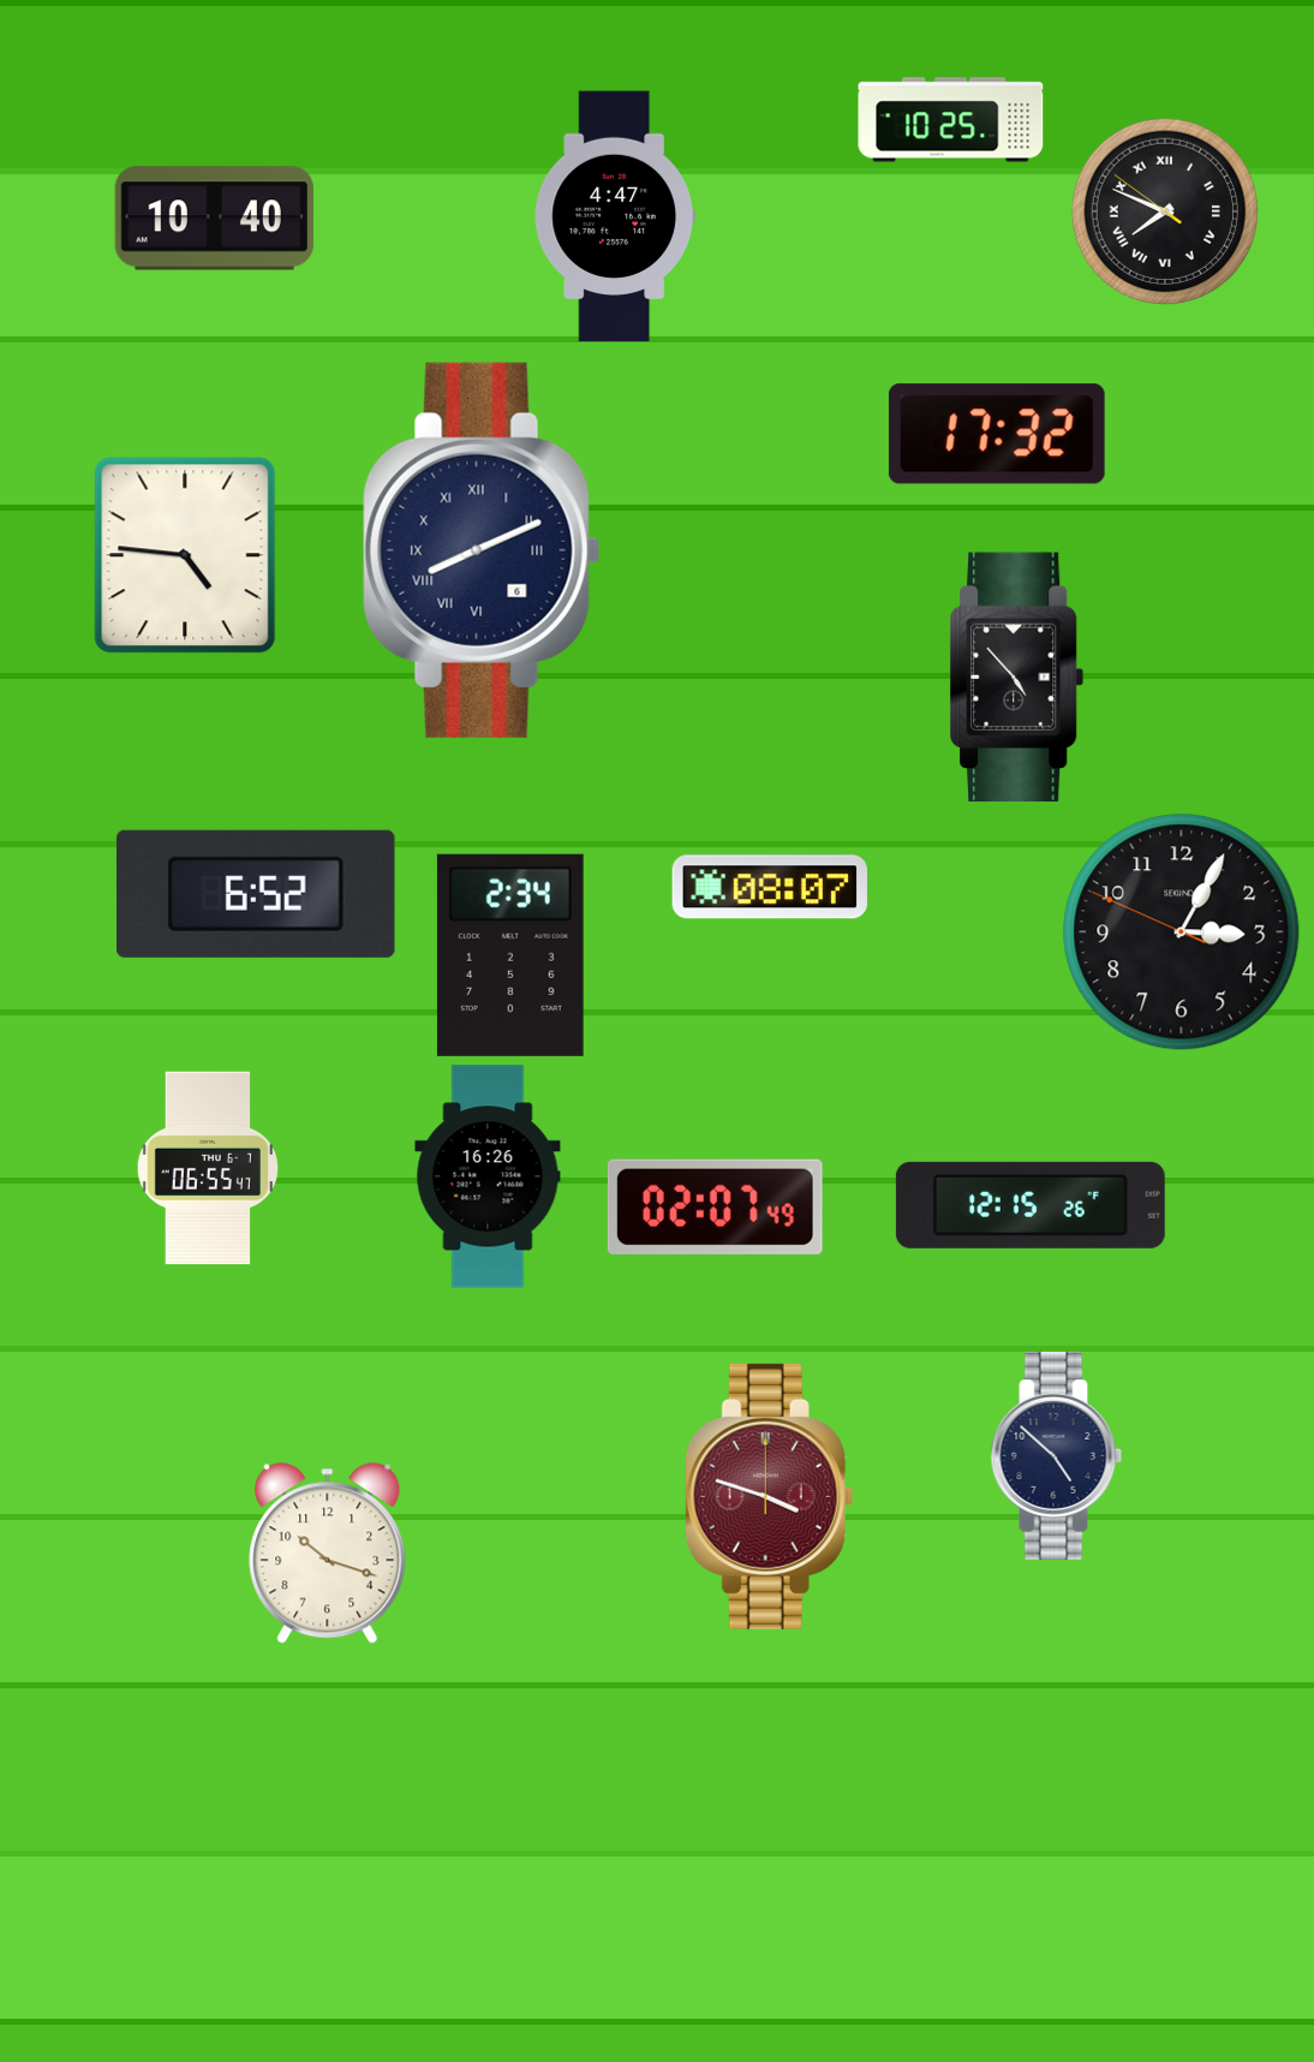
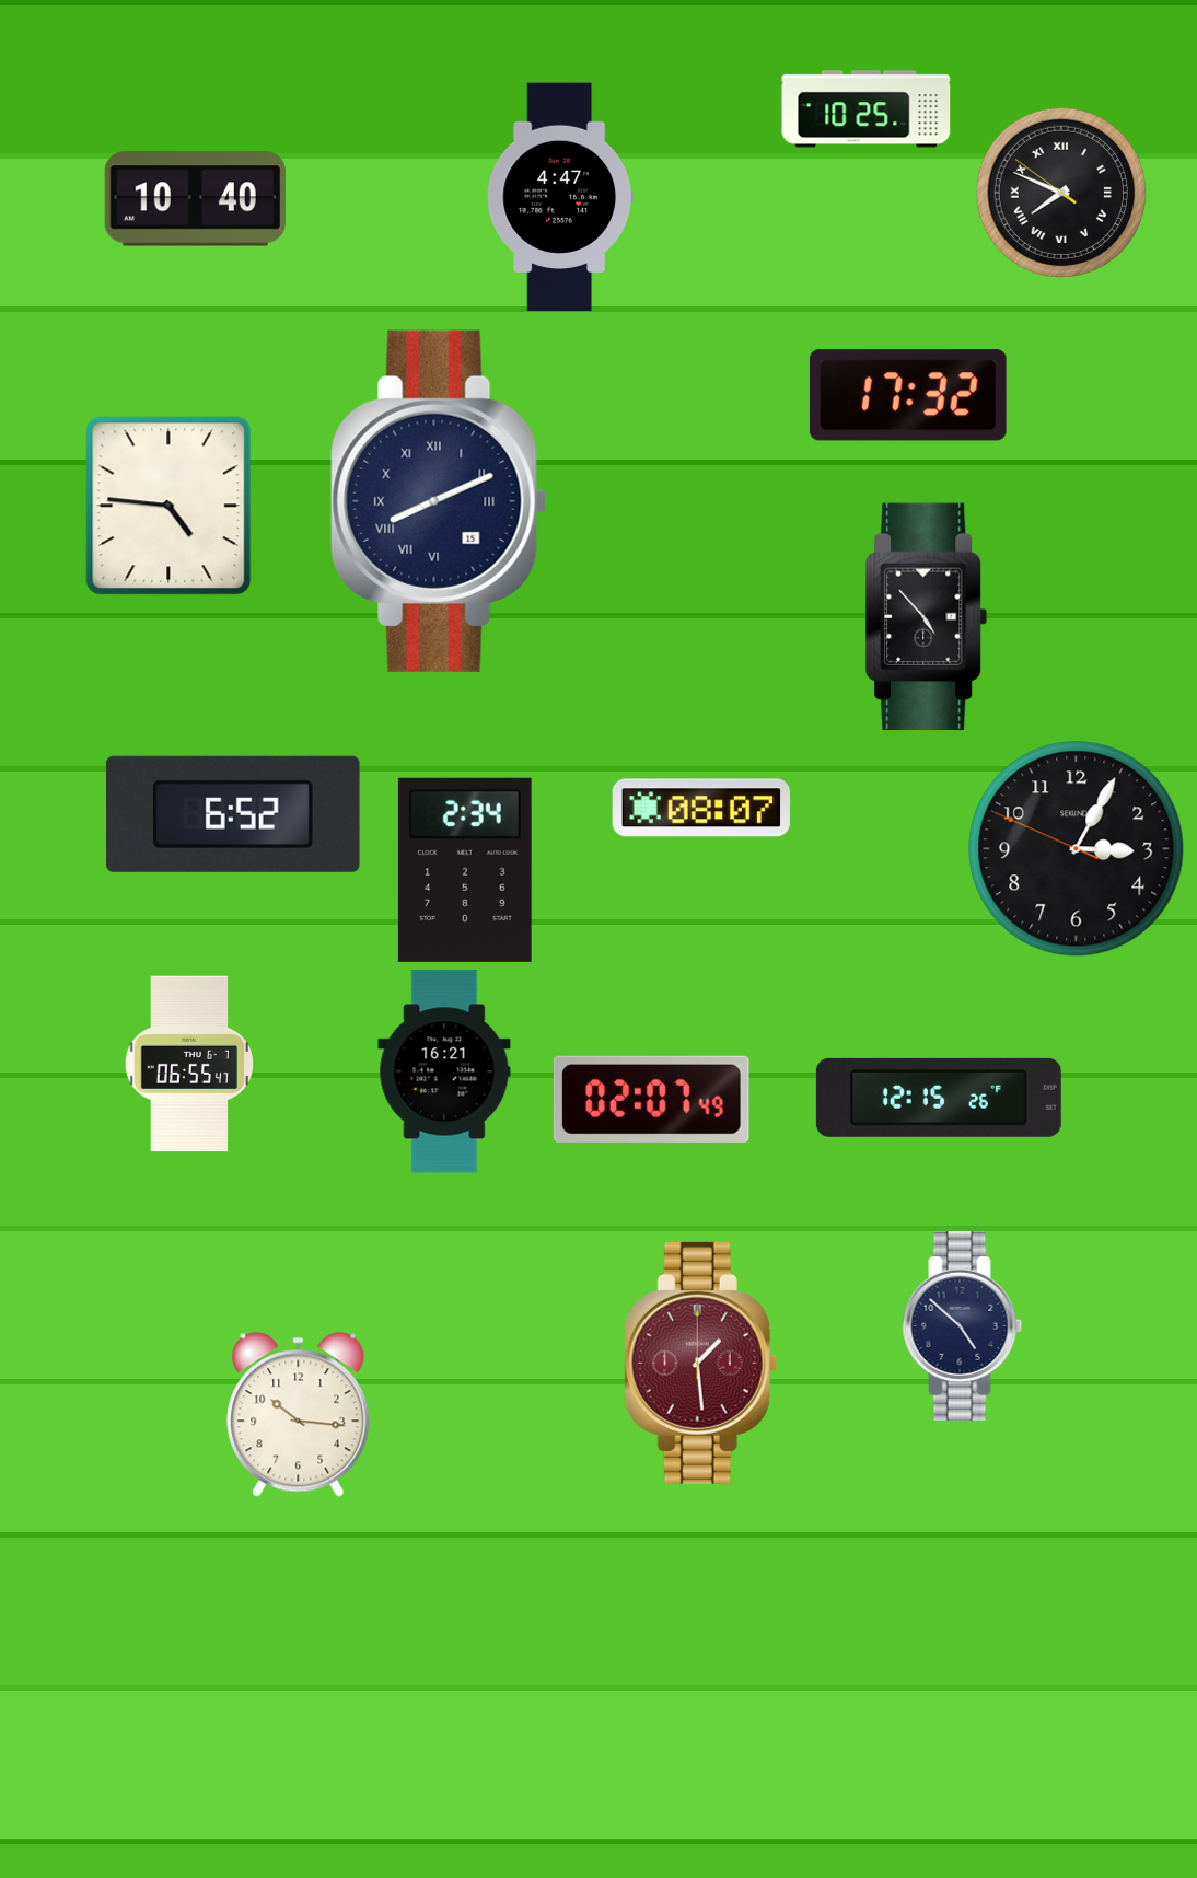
clock at (482, 550) date: 6 -> 15
clock at (488, 1176): 16:26 -> 16:21
clock at (770, 1496): 3:48 -> 1:29
clock at (328, 1554): 10:18 -> 10:16
